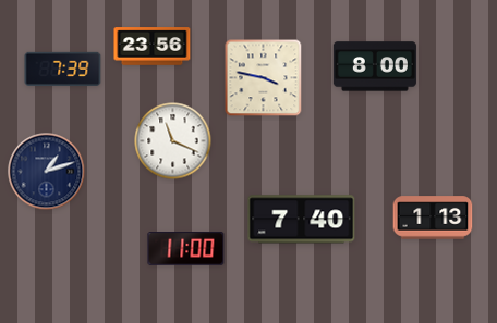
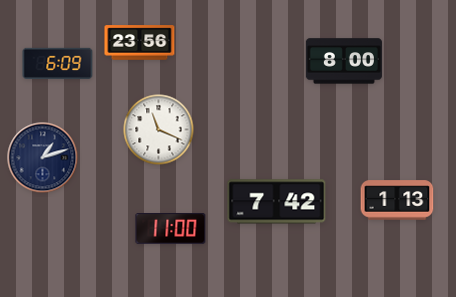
clock at (63, 69): 7:39 -> 6:09
clock at (264, 78): 3:47 -> none
clock at (302, 220): 7:40 -> 7:42
